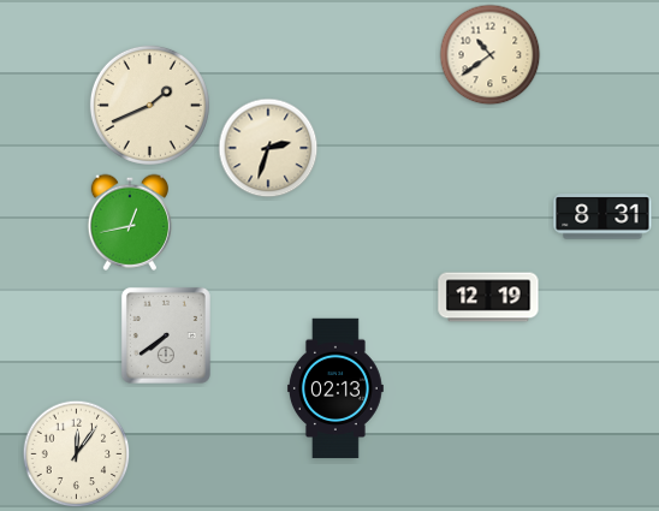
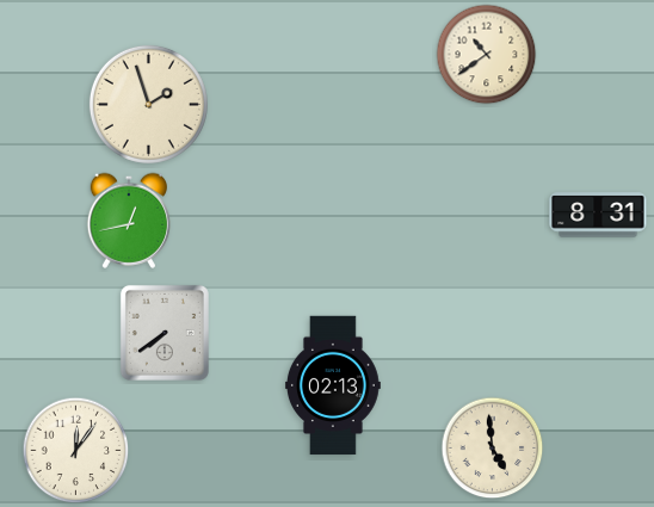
clock at (149, 105): 1:41 -> 1:57
clock at (268, 148): 2:33 -> none
clock at (488, 297): 12:19 -> none
clock at (493, 449): none -> 4:59
